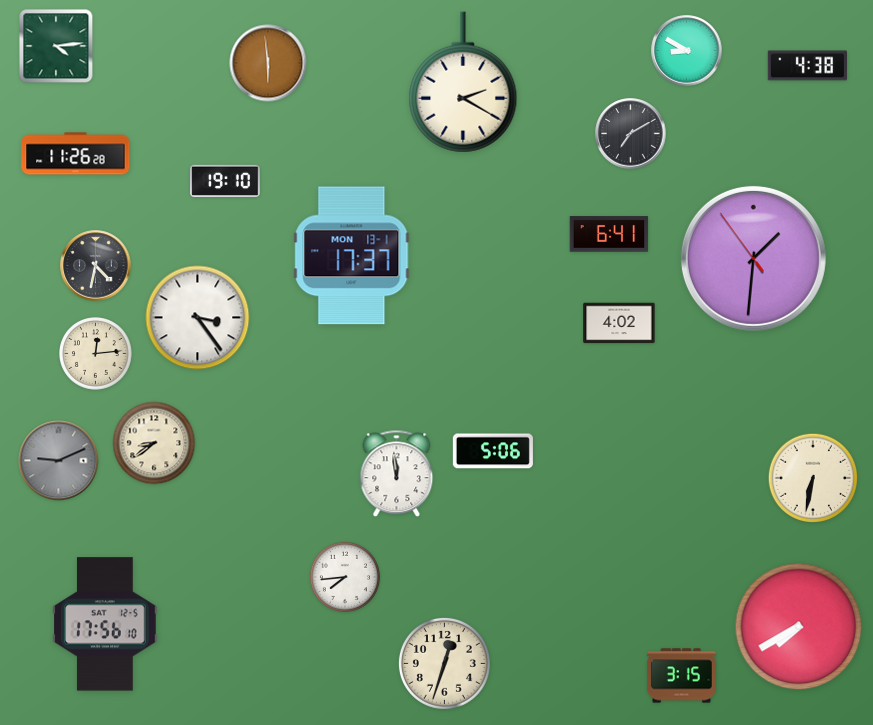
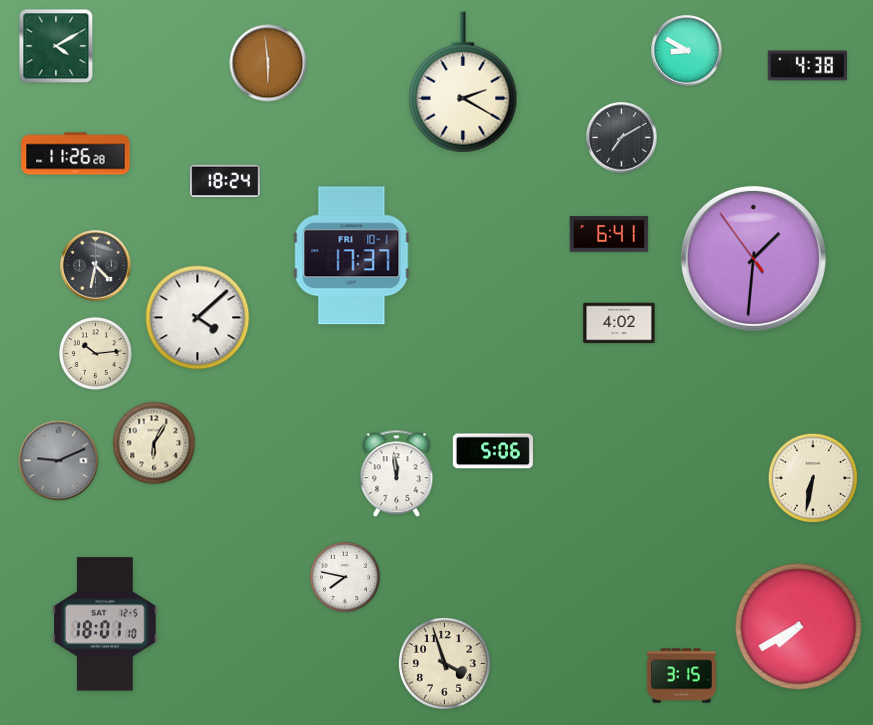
clock at (56, 46): 4:14 -> 4:10
clock at (631, 134) position: (631, 134) -> (622, 138)
clock at (225, 180): 19:10 -> 18:24
clock at (352, 256) date: MON 13-1 -> FRI 10-1
clock at (198, 318): 3:24 -> 4:08
clock at (96, 354): 12:14 -> 10:14
clock at (154, 443): 8:39 -> 6:05
clock at (345, 577): 7:44 -> 7:47
clock at (105, 624): 17:56 -> 18:01
clock at (444, 663): 12:33 -> 3:57
